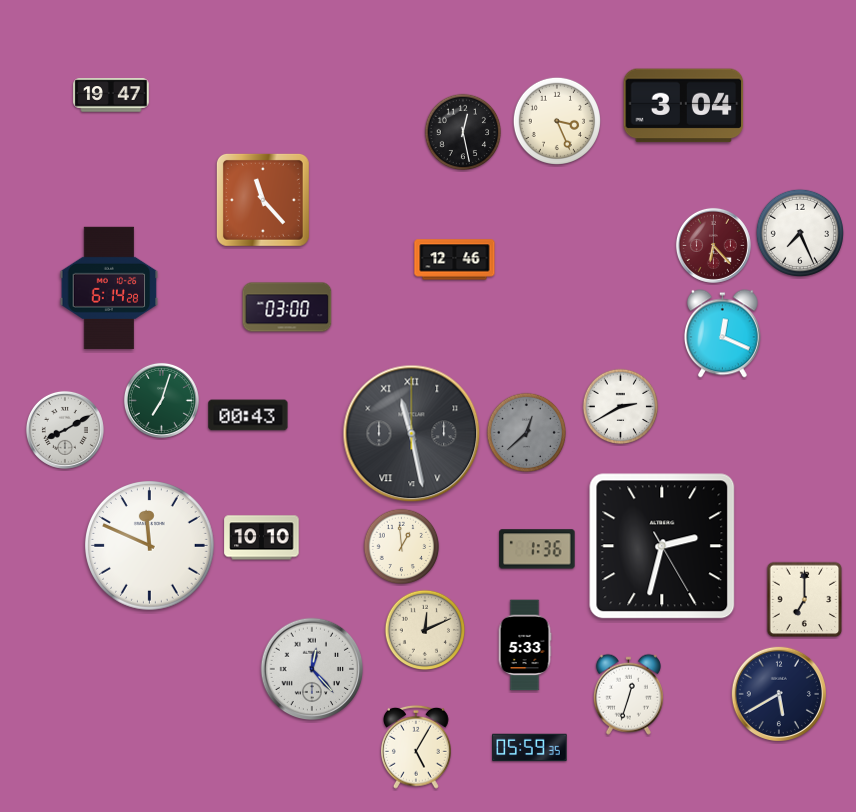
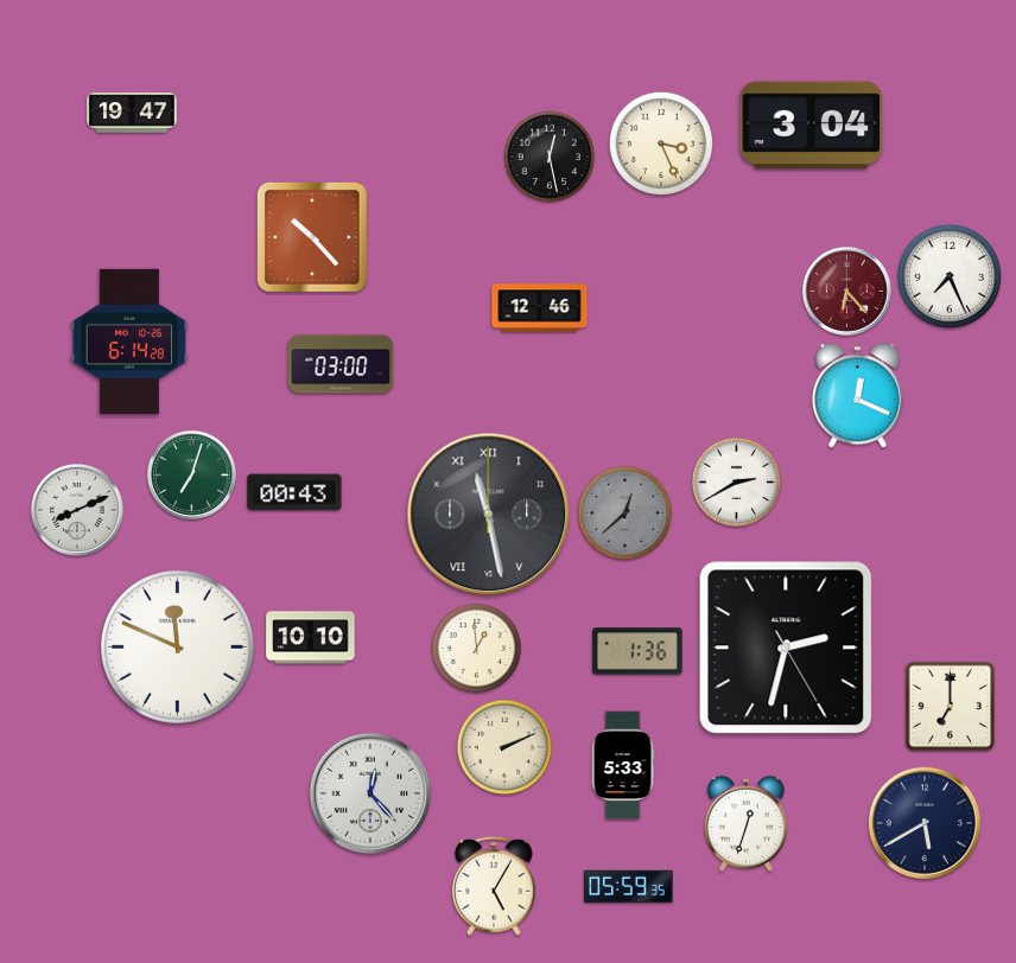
clock at (263, 200): 11:23 -> 10:23
clock at (65, 430): 8:10 -> 8:11
clock at (805, 600) position: (805, 600) -> (951, 707)
clock at (425, 630): 12:11 -> 2:11
